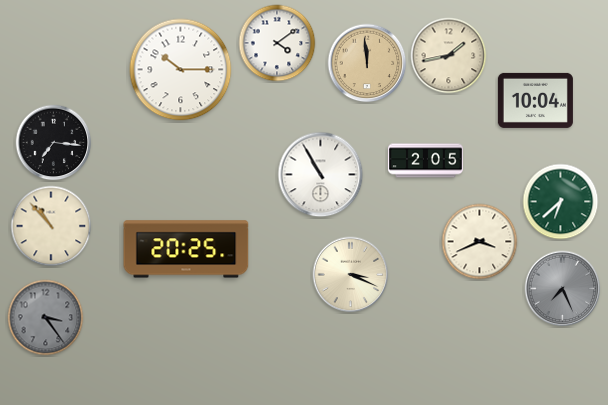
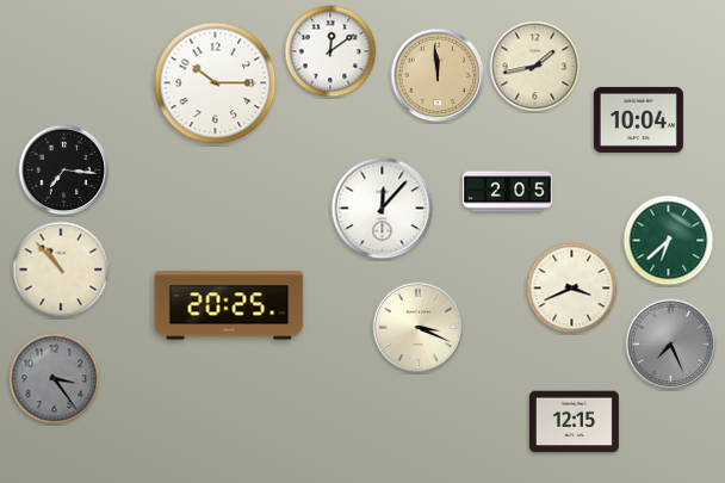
clock at (277, 43): 4:09 -> 12:09
clock at (321, 175): 10:55 -> 12:07
clock at (186, 249) position: (186, 249) -> (229, 305)
clock at (574, 422): none -> 12:15
